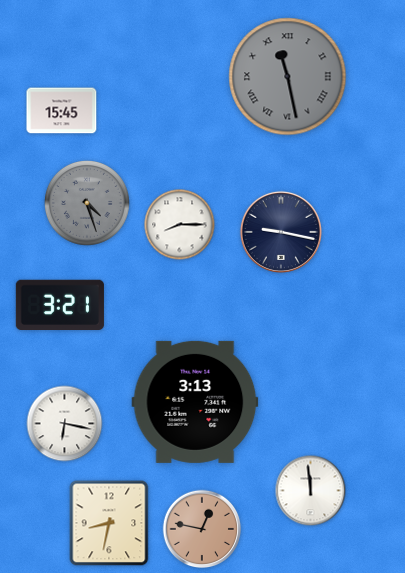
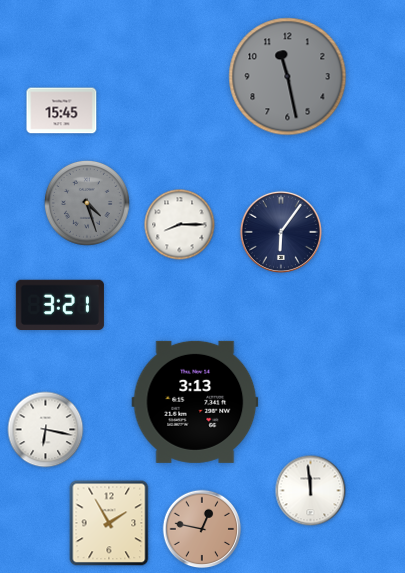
clock at (288, 77) numerals: Roman -> Arabic
clock at (281, 232): 9:17 -> 6:06
clock at (65, 424) position: (65, 424) -> (46, 430)
clock at (109, 523): 8:32 -> 1:55
